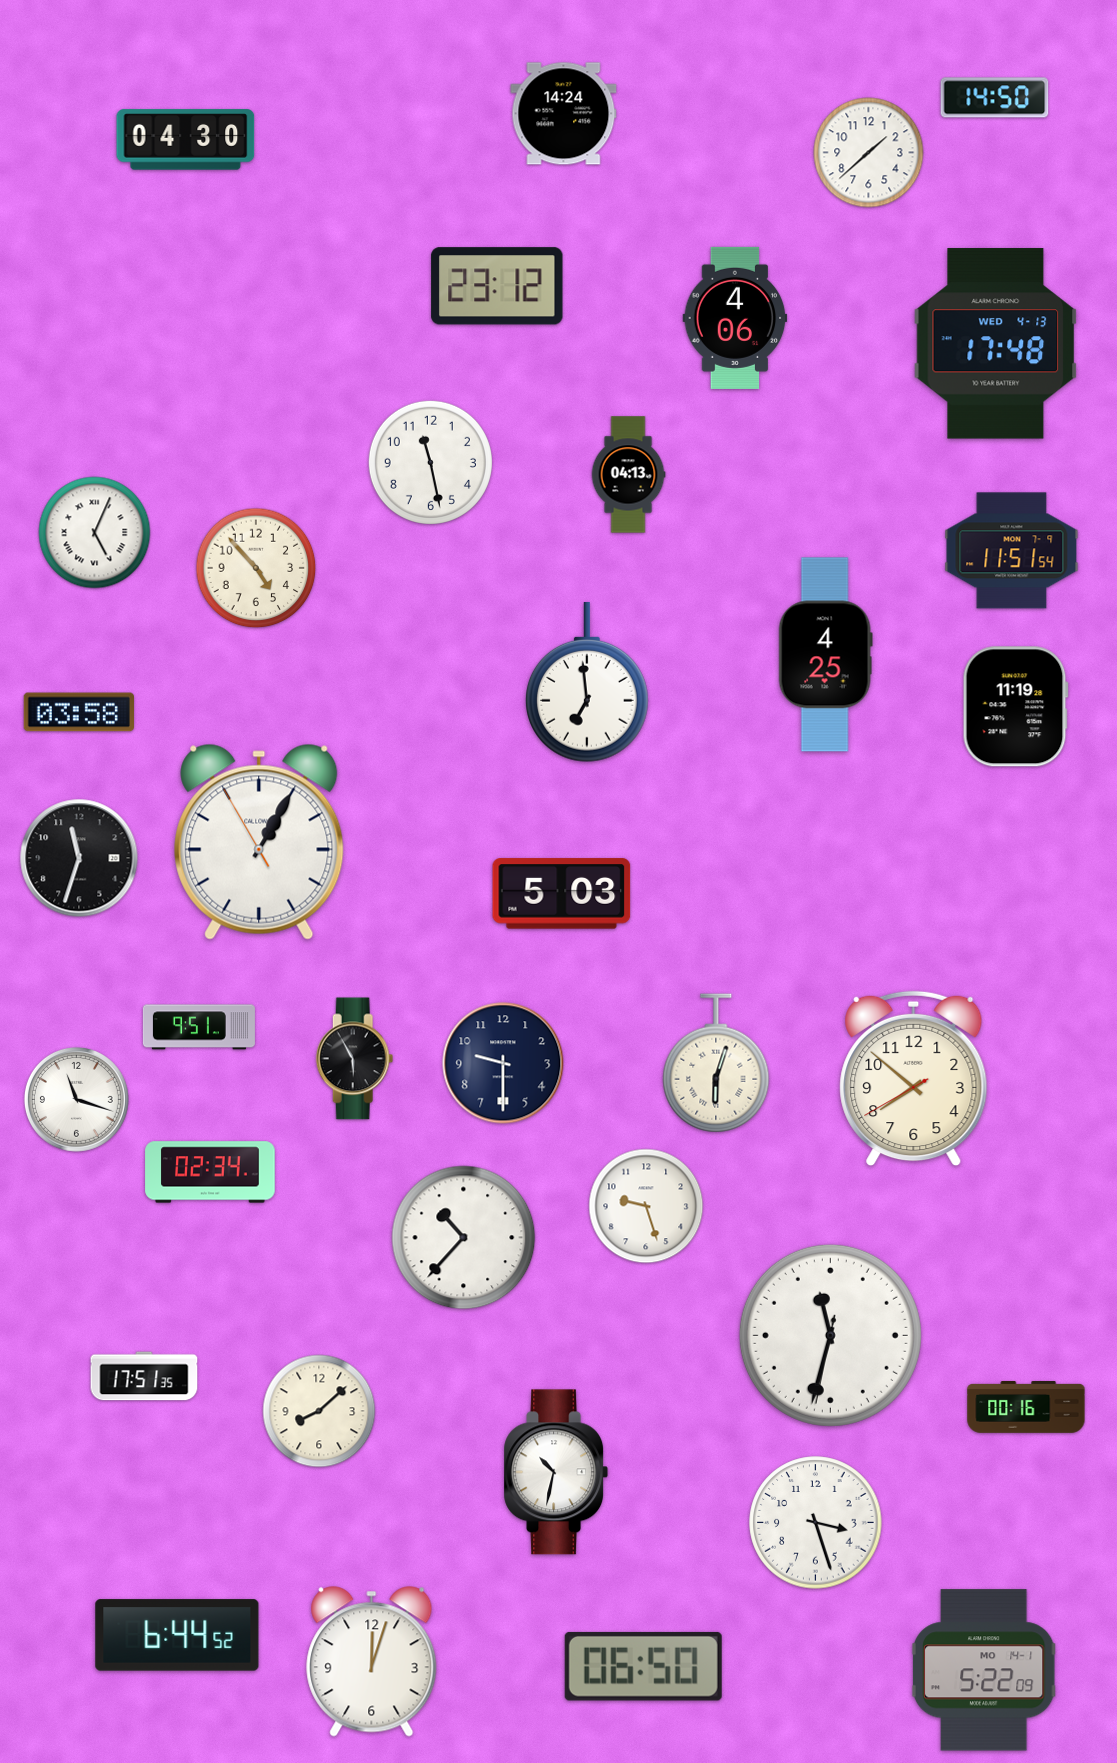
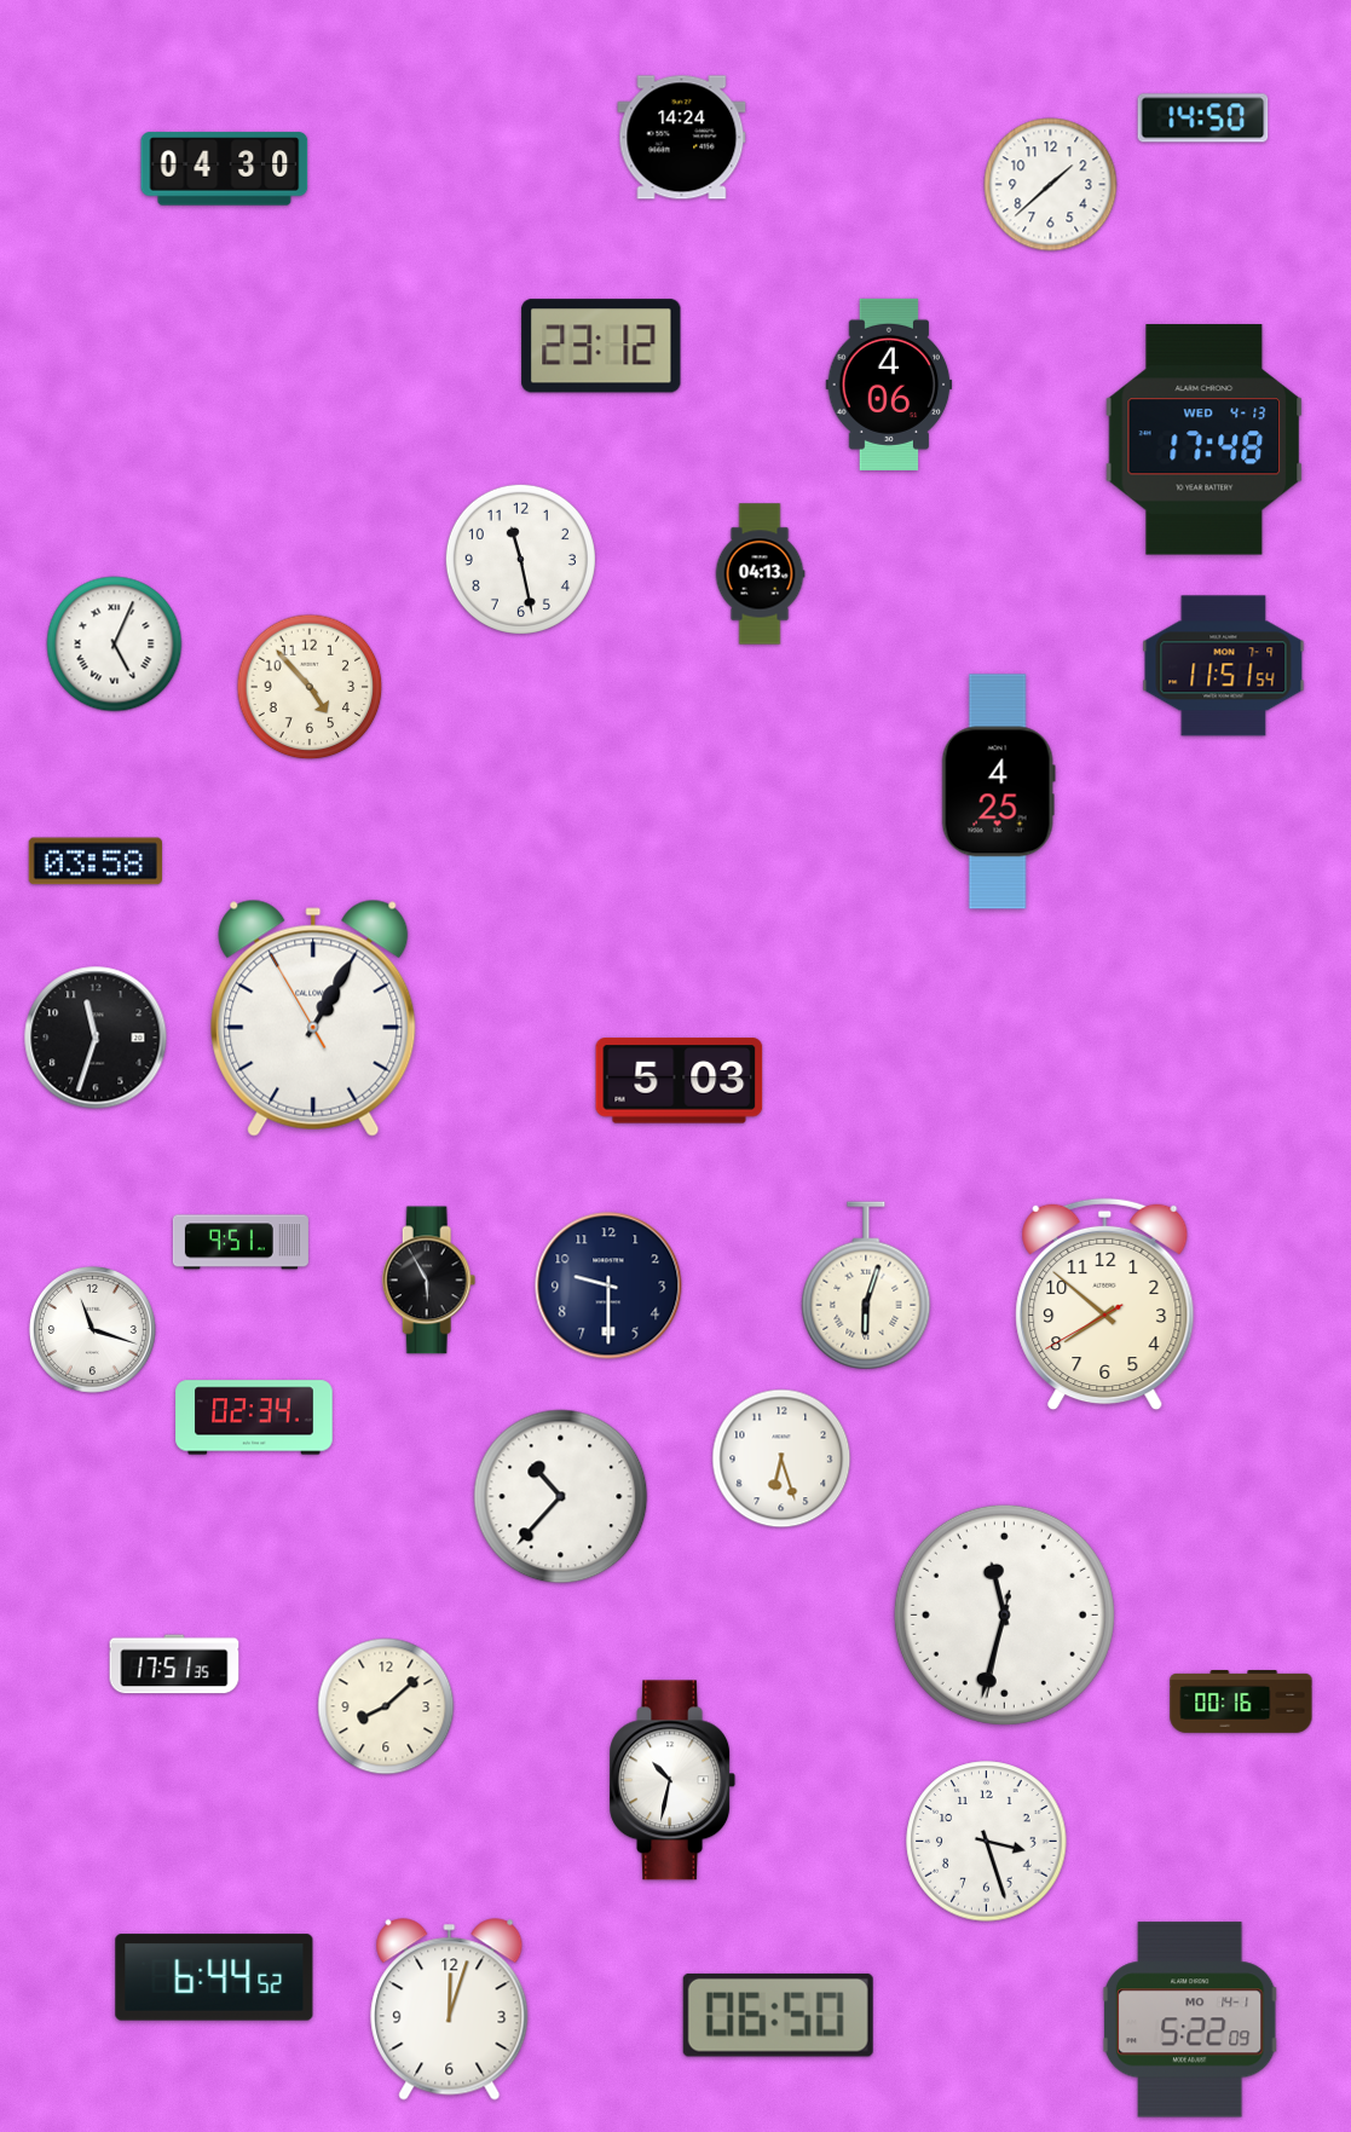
clock at (996, 344) position: (996, 344) -> (1205, 440)
clock at (588, 683): 6:59 -> none
clock at (1015, 707): 11:19 -> none
clock at (646, 1206): 9:27 -> 6:27
